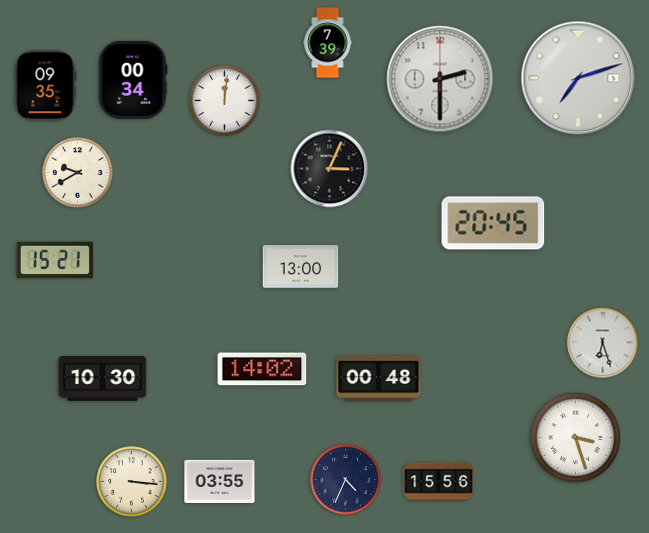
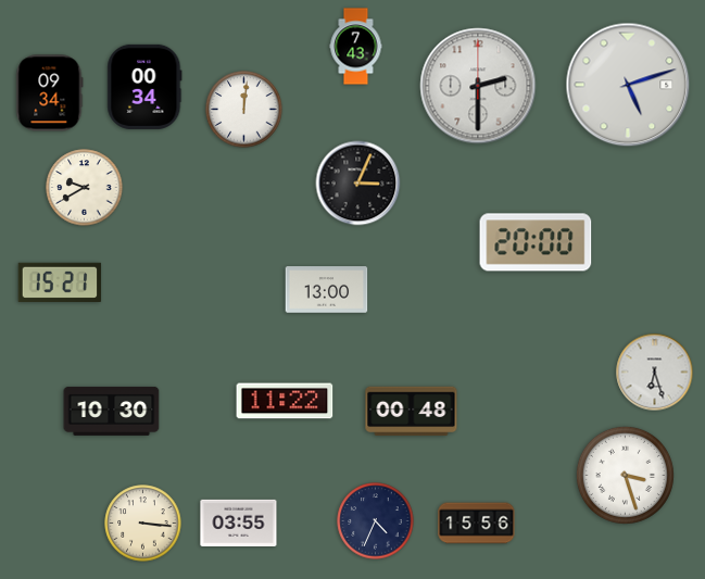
clock at (328, 43): 7:39 -> 7:43
clock at (578, 78): 7:12 -> 5:12
clock at (46, 86): 09:35 -> 09:34
clock at (493, 223): 20:45 -> 20:00
clock at (262, 369): 14:02 -> 11:22
